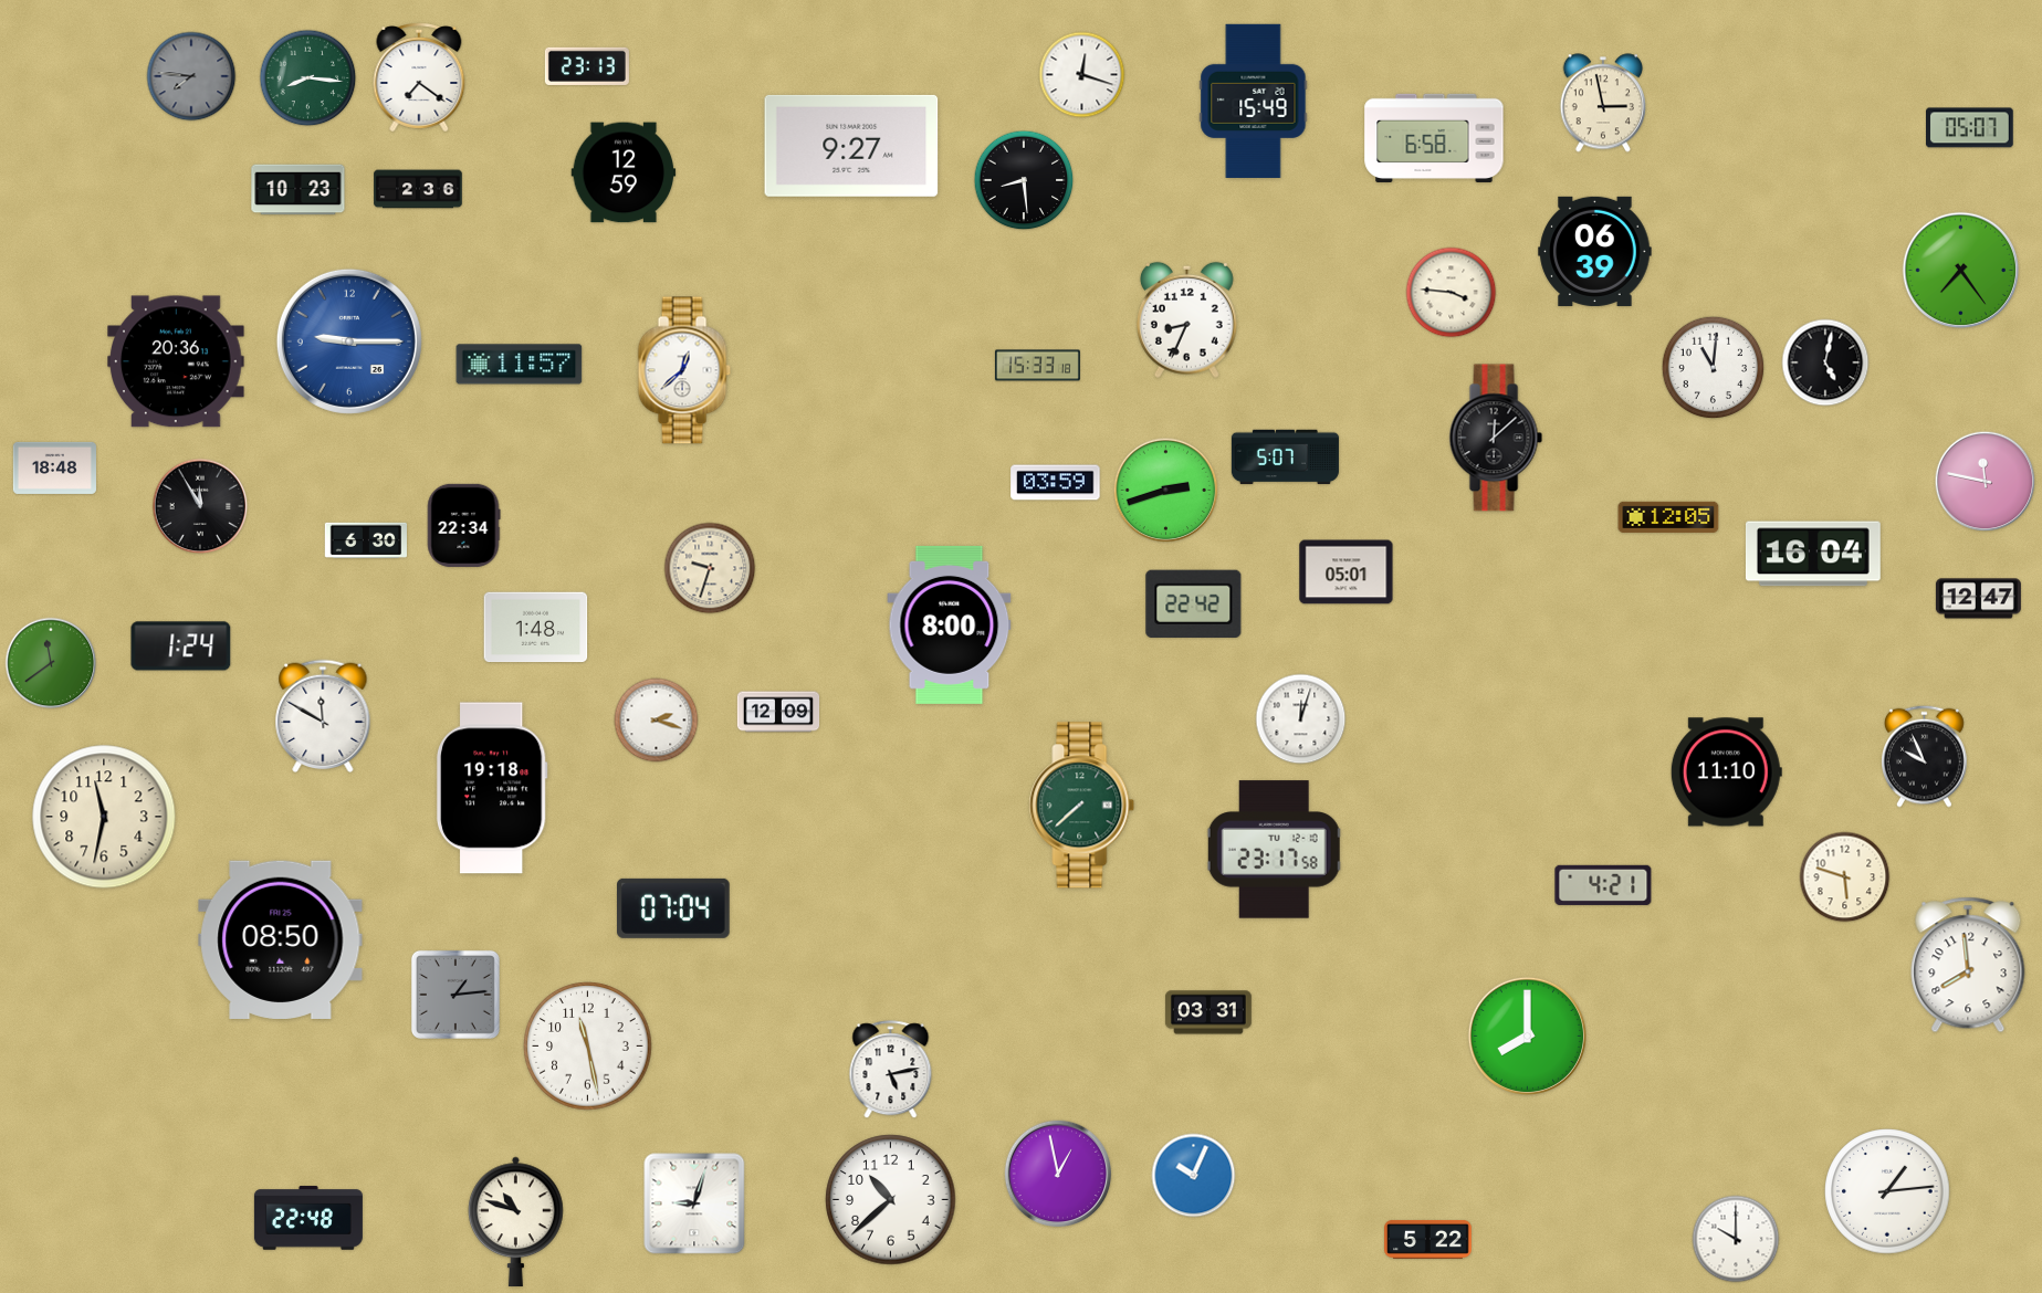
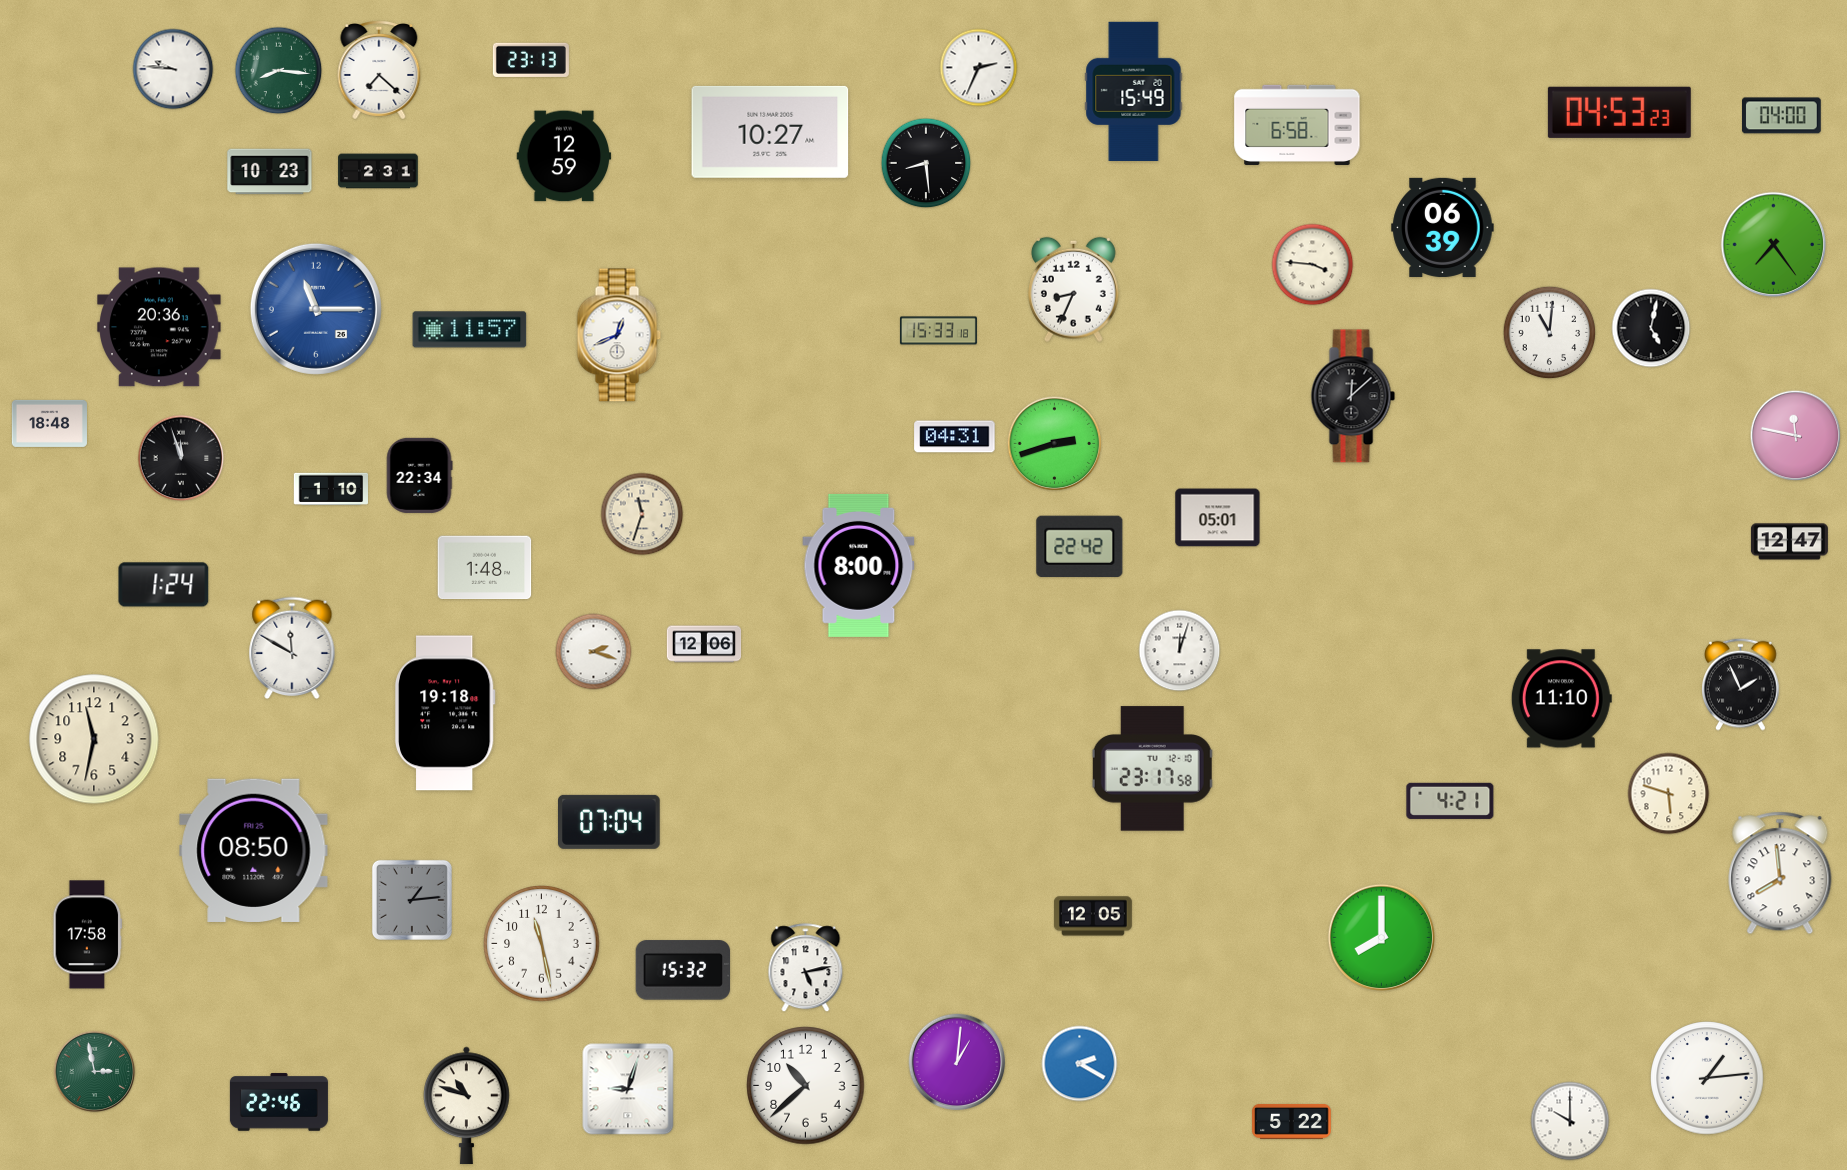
clock at (1082, 75): 12:18 -> 2:34
clock at (191, 76): 7:46 -> 9:46
clock at (191, 76) dial: grey -> white
clock at (419, 78): 7:21 -> 7:22
clock at (1602, 103): 2:58 -> none
clock at (1619, 112): none -> 04:53
clock at (1970, 128): 05:07 -> 04:00
clock at (851, 146): 9:27 -> 10:27
clock at (418, 189): 2:36 -> 2:31
clock at (349, 341): 9:15 -> 11:15
clock at (684, 370): 12:38 -> 12:41
clock at (1285, 458): 5:07 -> none
clock at (1056, 483): 03:59 -> 04:31
clock at (200, 506): 11:55 -> 11:57
clock at (1668, 517): 12:05 -> none
clock at (365, 540): 6:30 -> 1:10
clock at (1813, 554): 16:04 -> none
clock at (710, 568): 9:33 -> 11:33
clock at (51, 663): 11:39 -> none
clock at (778, 712): 12:09 -> 12:06
clock at (1301, 719) position: (1301, 719) -> (1180, 651)
clock at (1925, 756): 9:56 -> 1:56
clock at (1082, 806): 7:38 -> none
clock at (1208, 1012): 03:31 -> 12:05
clock at (88, 935): none -> 17:58
clock at (588, 1047) position: (588, 1047) -> (542, 944)
clock at (683, 970): none -> 15:32
clock at (1058, 1174): 12:58 -> 1:01
clock at (1194, 1176): 10:04 -> 2:20
clock at (95, 1072): none -> 2:58
clock at (308, 1218): 22:48 -> 22:46
